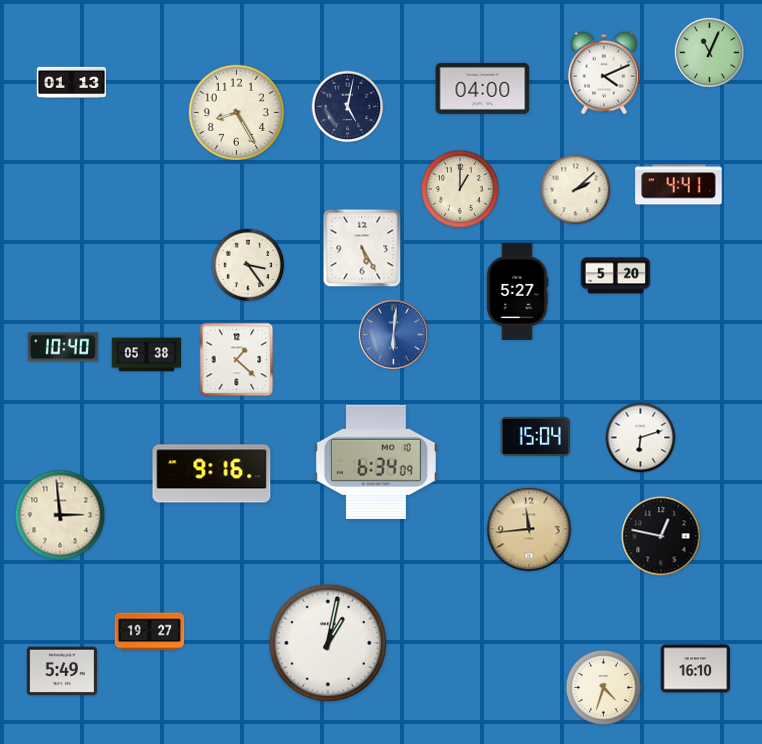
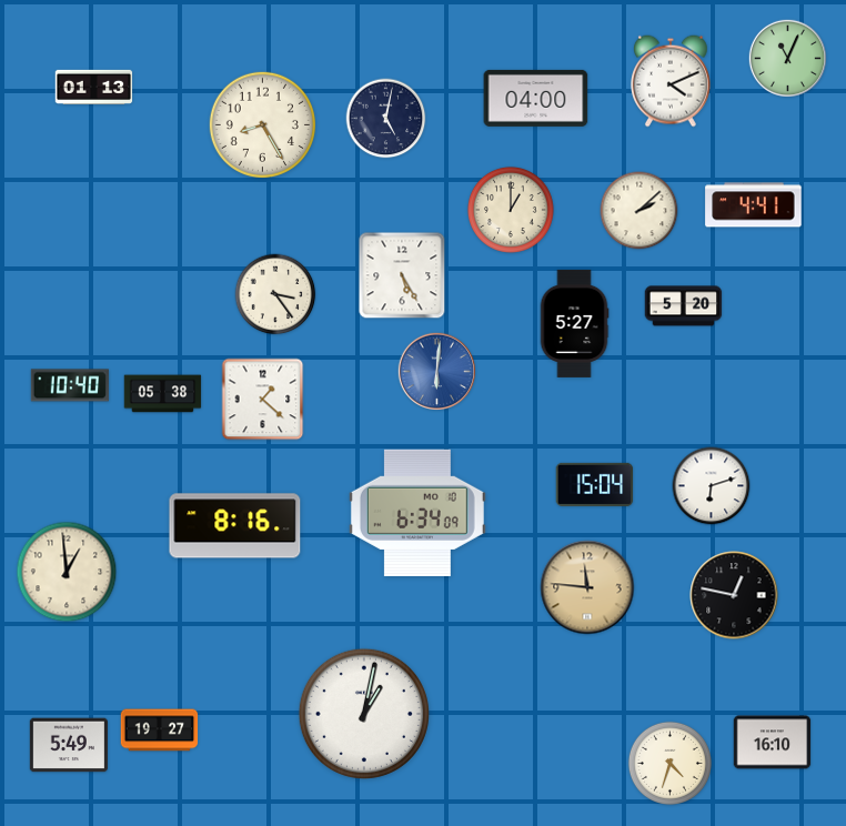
clock at (72, 82) position: (72, 82) -> (94, 87)
clock at (212, 474): 9:16 -> 8:16
clock at (60, 515): 2:59 -> 12:59
clock at (529, 529): 11:44 -> 11:46
clock at (150, 632) position: (150, 632) -> (160, 731)
